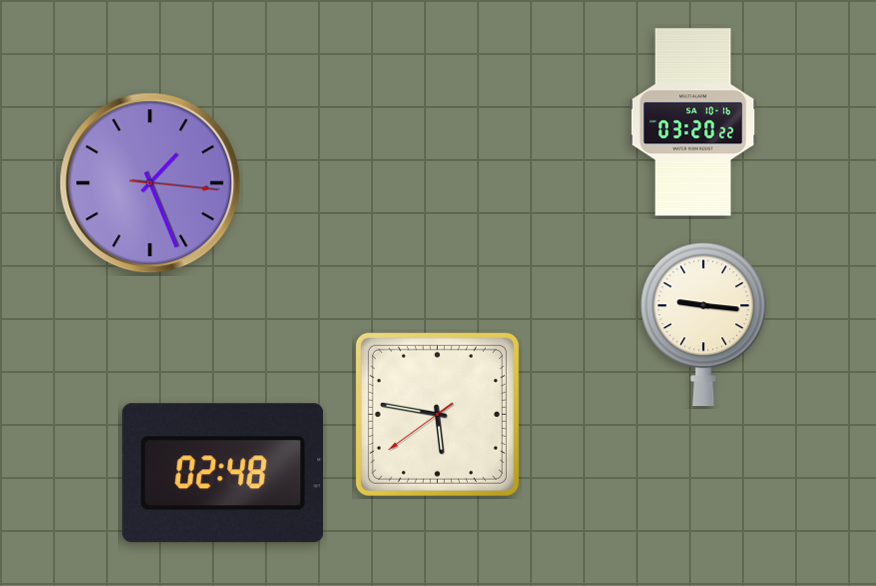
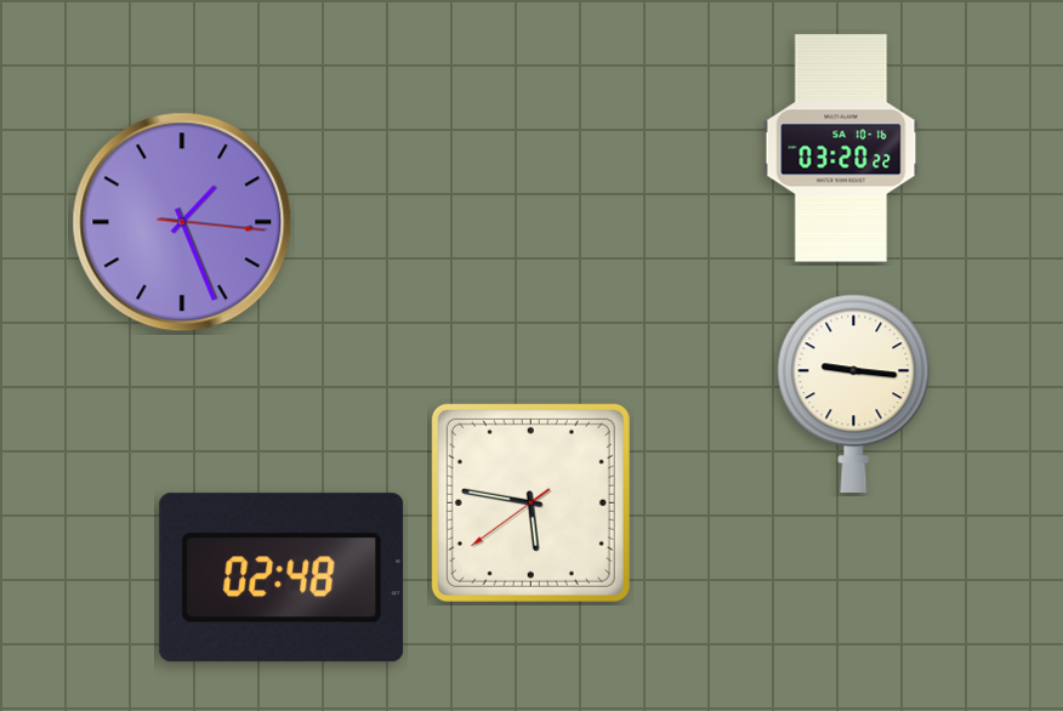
clock at (223, 473) position: (223, 473) -> (282, 578)
